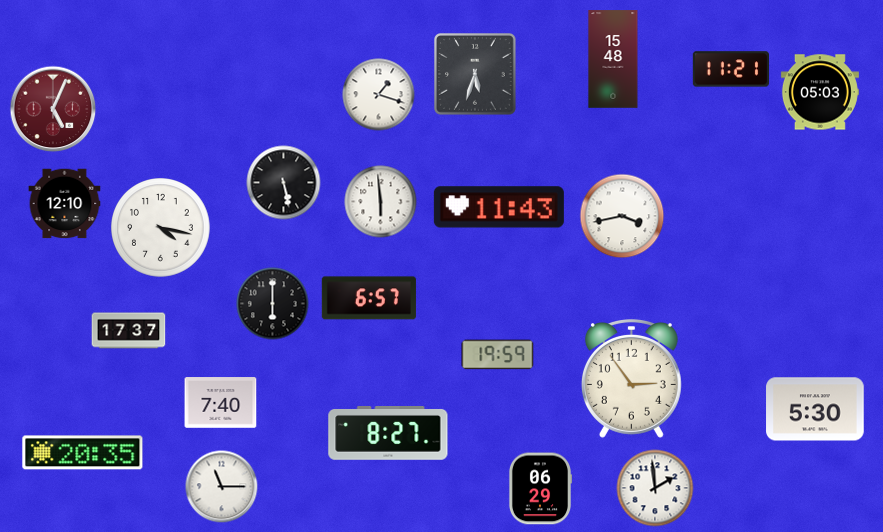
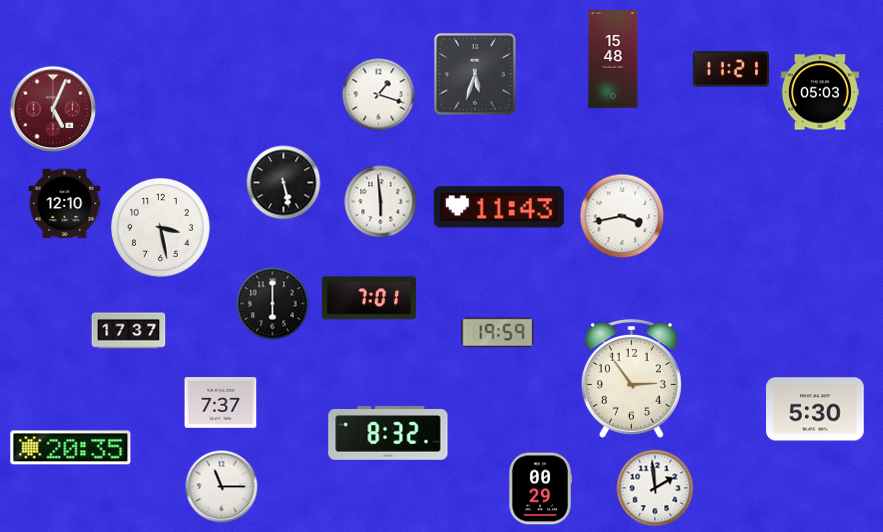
clock at (161, 228): 4:17 -> 3:28
clock at (369, 298): 6:57 -> 7:01
clock at (498, 355) position: (498, 355) -> (498, 333)
clock at (221, 403): 7:40 -> 7:37
clock at (388, 434): 8:27 -> 8:32
clock at (83, 453) position: (83, 453) -> (71, 448)
clock at (539, 489): 06:29 -> 00:29
